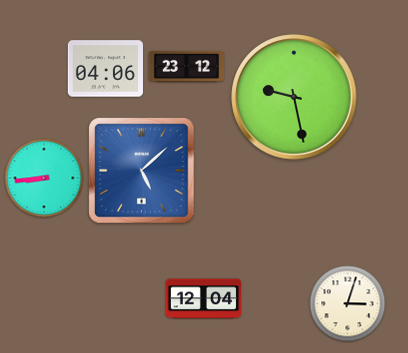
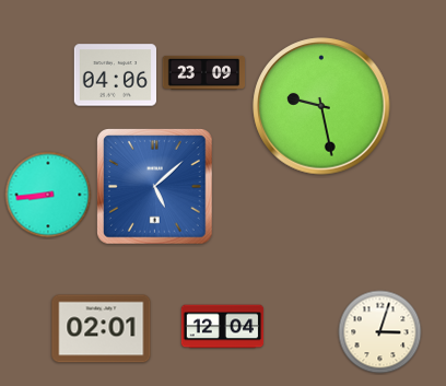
clock at (186, 66): 23:12 -> 23:09
clock at (102, 329): none -> 02:01
